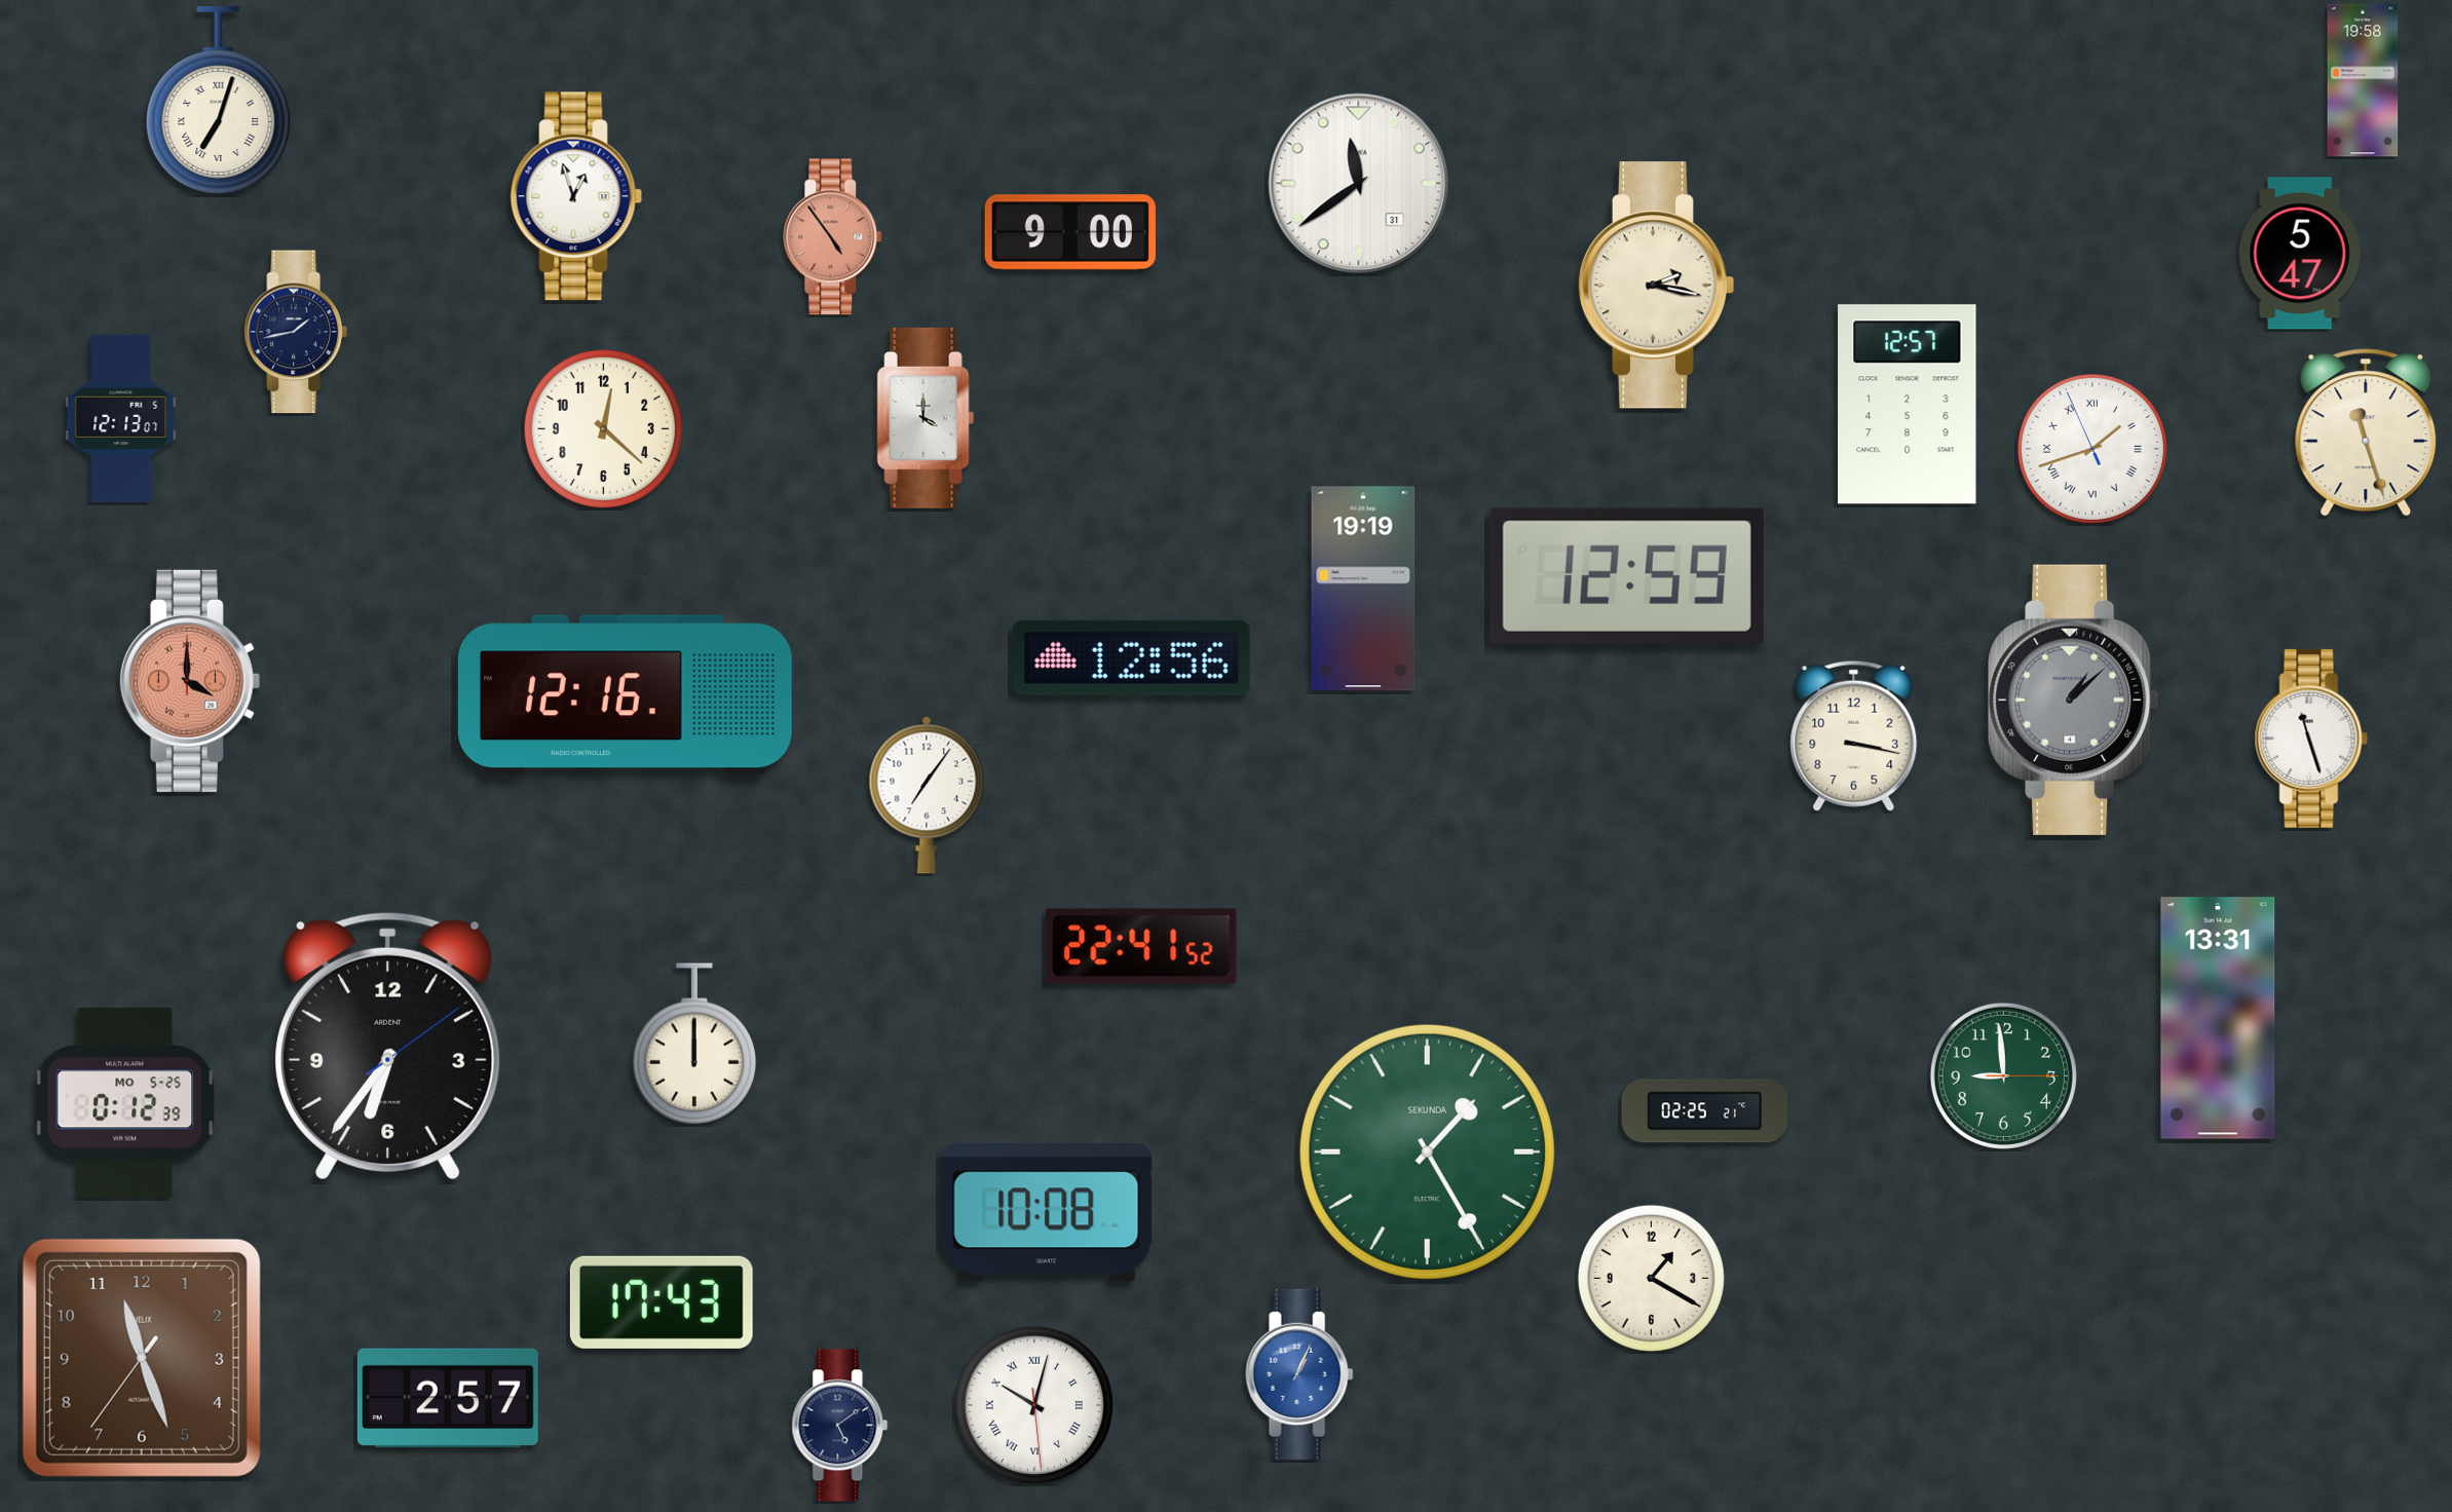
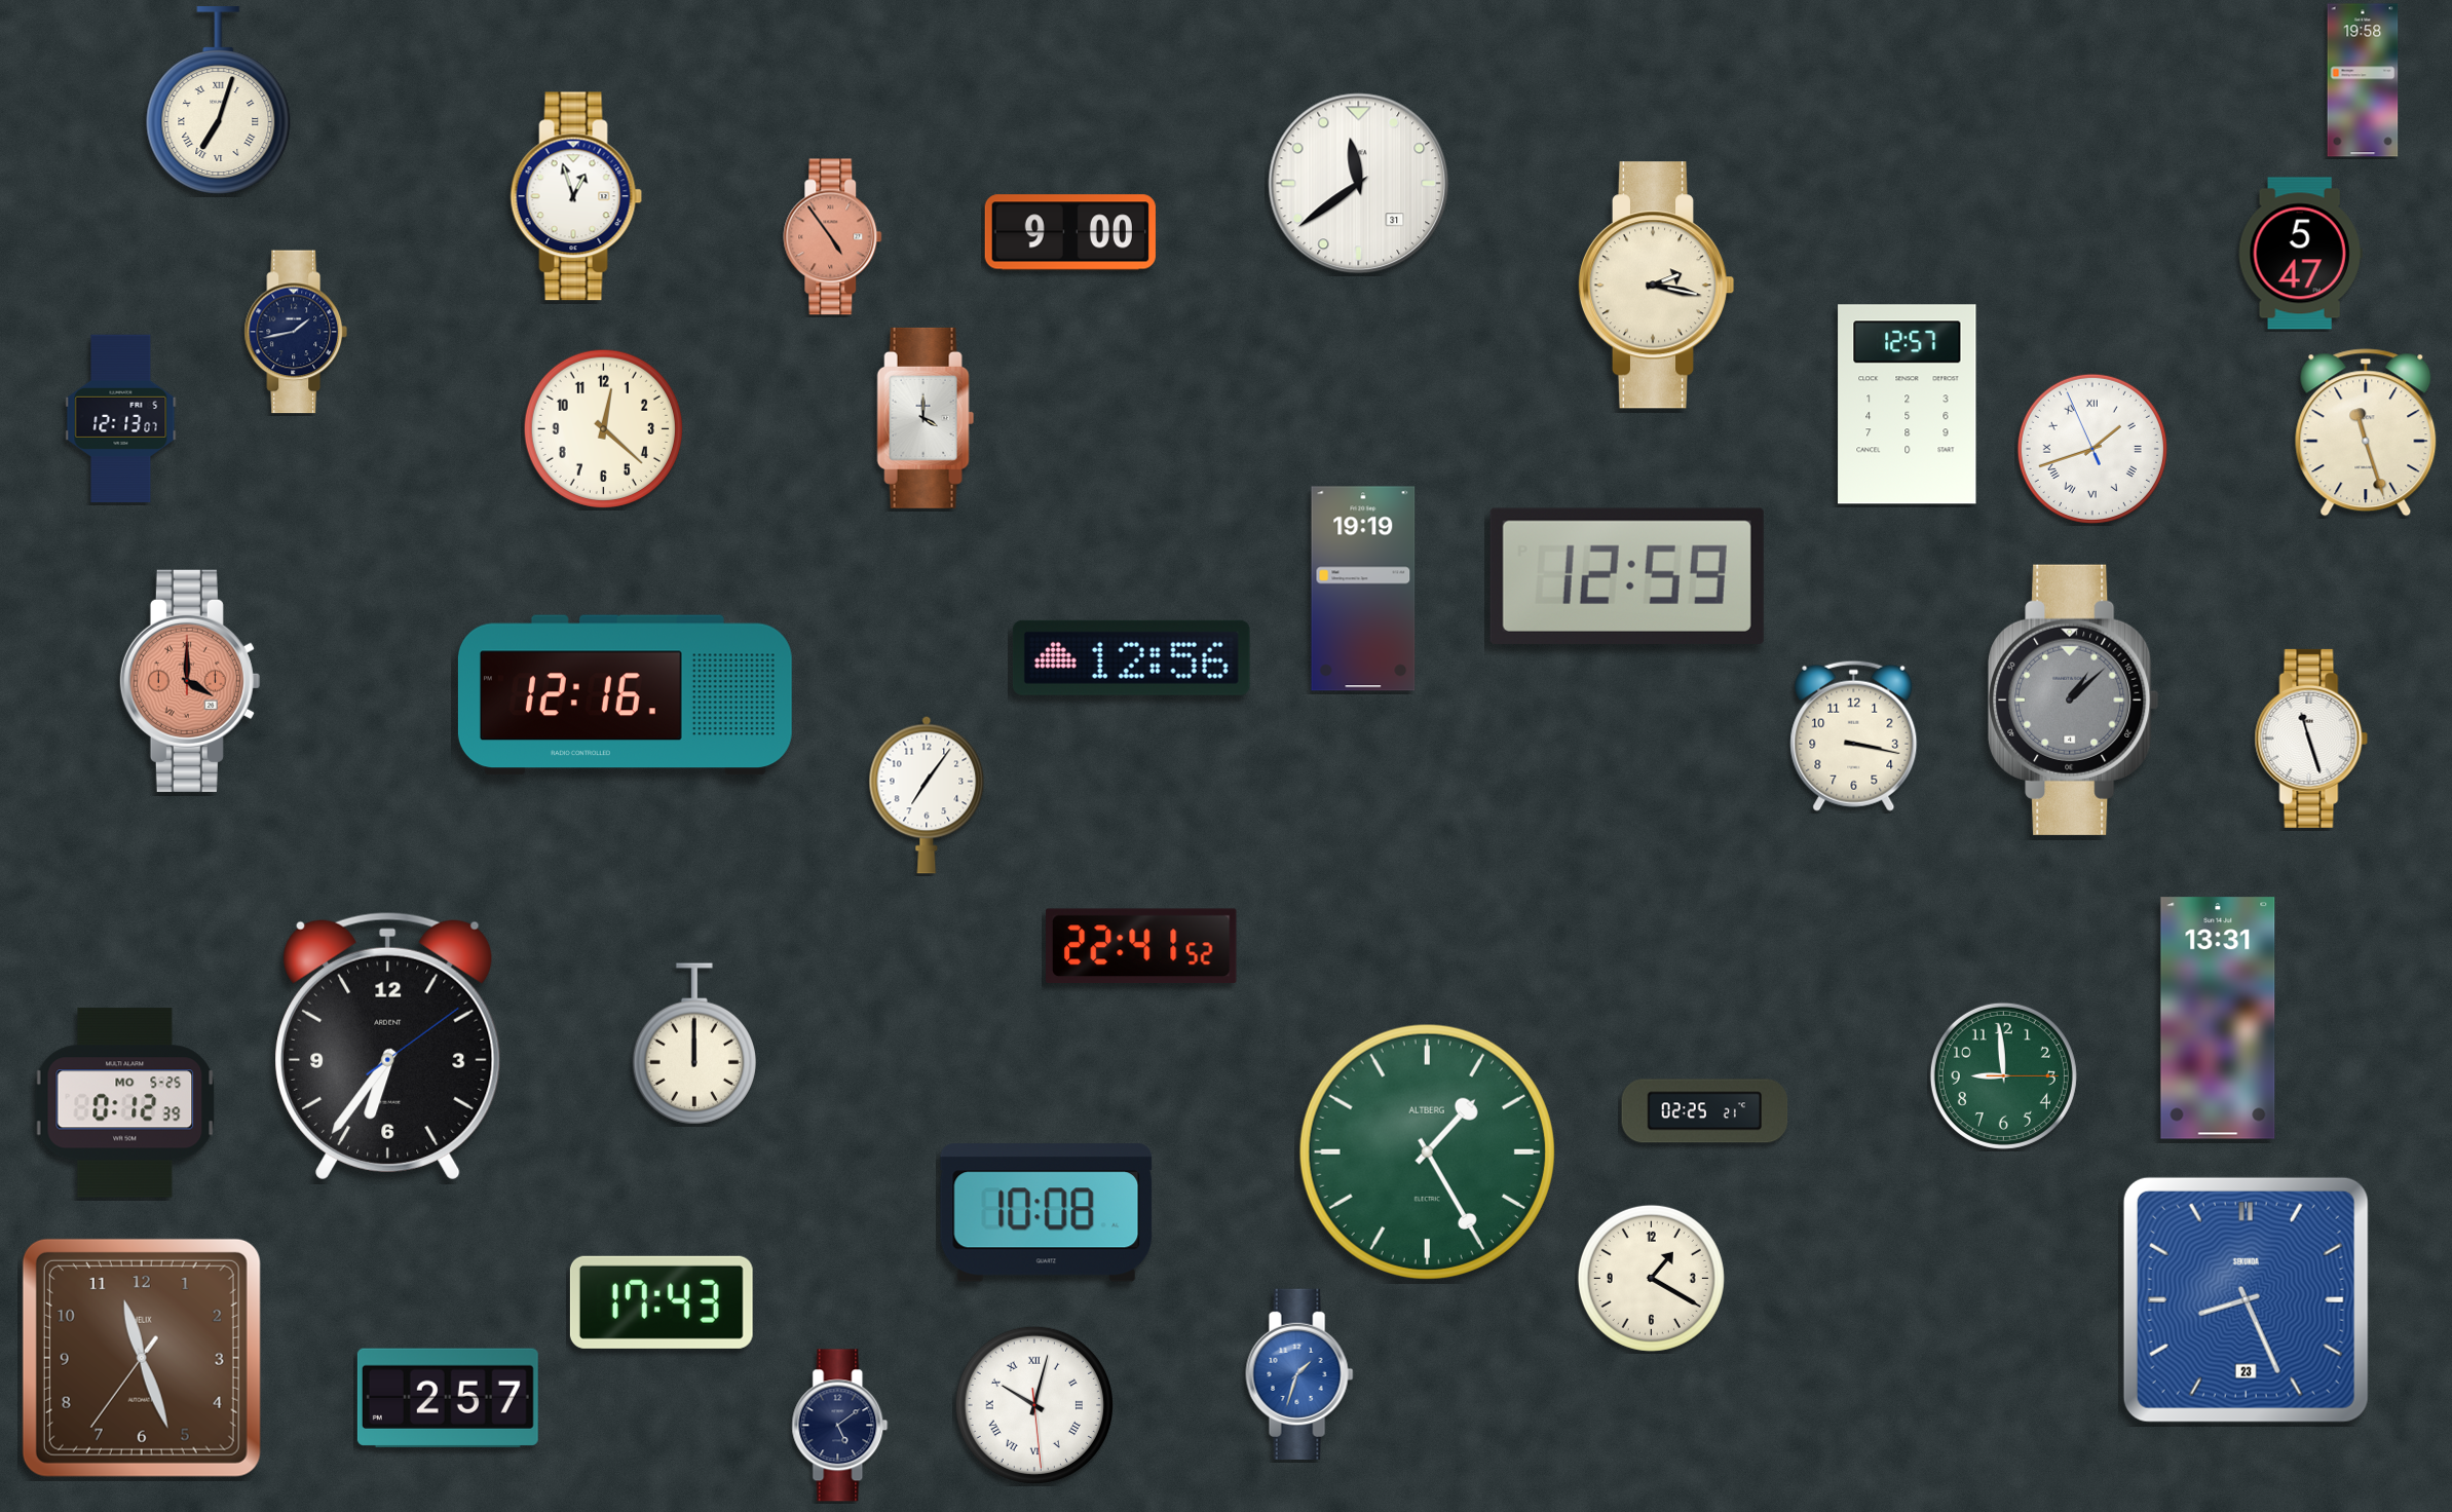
clock at (1427, 1151) brand: SEKUNDA -> ALTBERG
clock at (2246, 1299): none -> 8:26
clock at (1299, 1374): 1:04 -> 1:33
